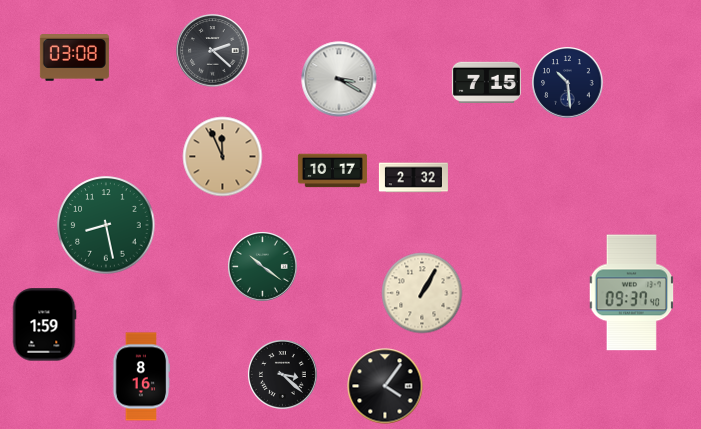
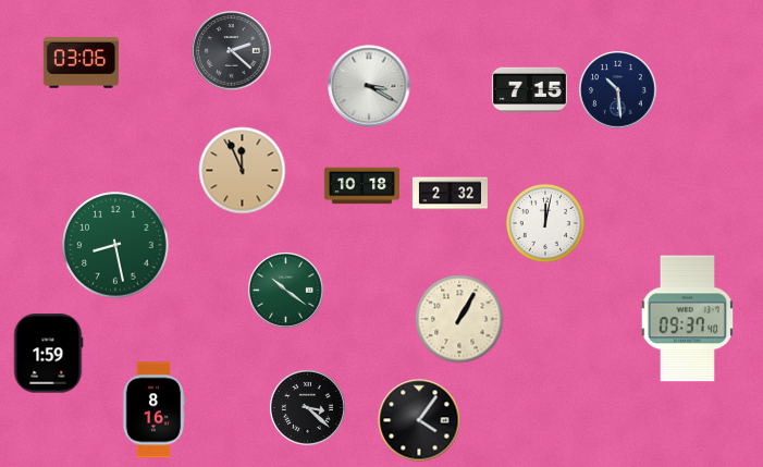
clock at (213, 51) position: (213, 51) -> (232, 51)
clock at (74, 58): 03:08 -> 03:06
clock at (332, 171): 10:17 -> 10:18
clock at (545, 223): none -> 12:02
